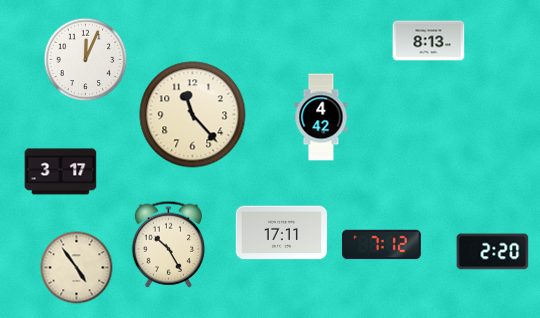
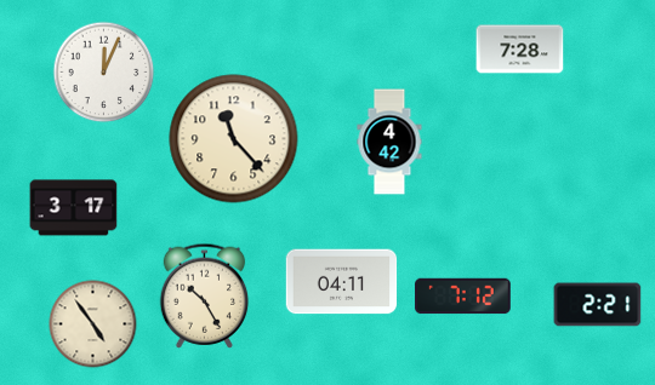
clock at (429, 41): 8:13 -> 7:28
clock at (282, 233): 17:11 -> 04:11
clock at (493, 252): 2:20 -> 2:21
